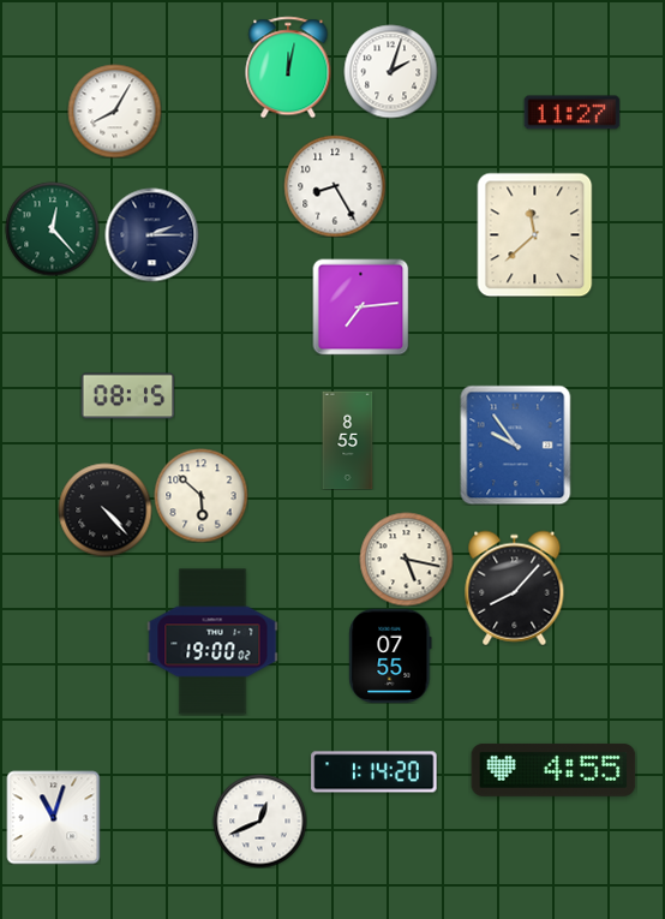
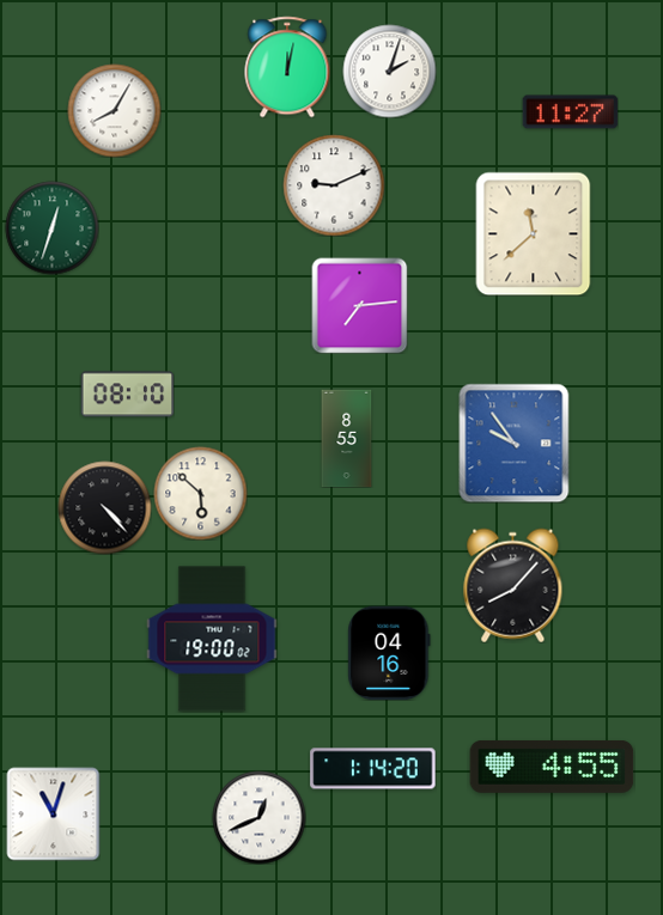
clock at (335, 186): 8:25 -> 9:11
clock at (52, 228): 12:23 -> 12:33
clock at (151, 234): 2:15 -> none
clock at (127, 396): 08:15 -> 08:10
clock at (406, 559): 5:17 -> none
clock at (390, 656): 07:55 -> 04:16
